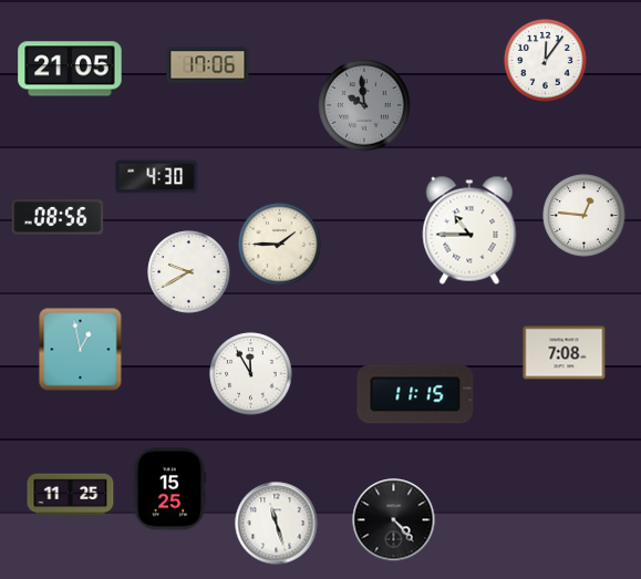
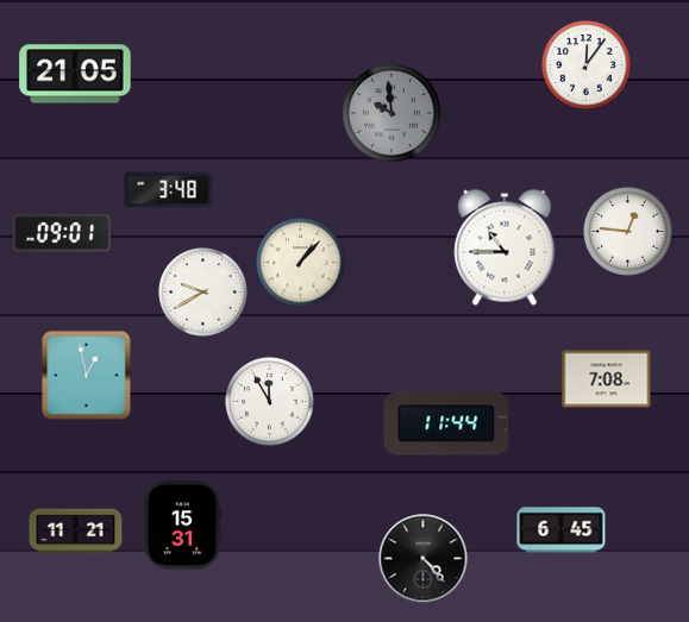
clock at (208, 65): 17:06 -> none
clock at (157, 177): 4:30 -> 3:48
clock at (58, 217): 08:56 -> 09:01
clock at (280, 245): 1:45 -> 1:07
clock at (415, 394): 11:15 -> 11:44
clock at (169, 489): 15:25 -> 15:31
clock at (562, 530): none -> 6:45
clock at (71, 495): 11:25 -> 11:21
clock at (277, 524): 11:27 -> none
